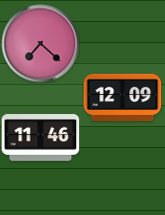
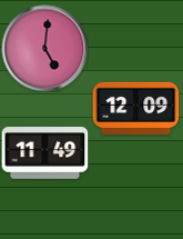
clock at (40, 43): 7:22 -> 5:01
clock at (40, 138): 11:46 -> 11:49
